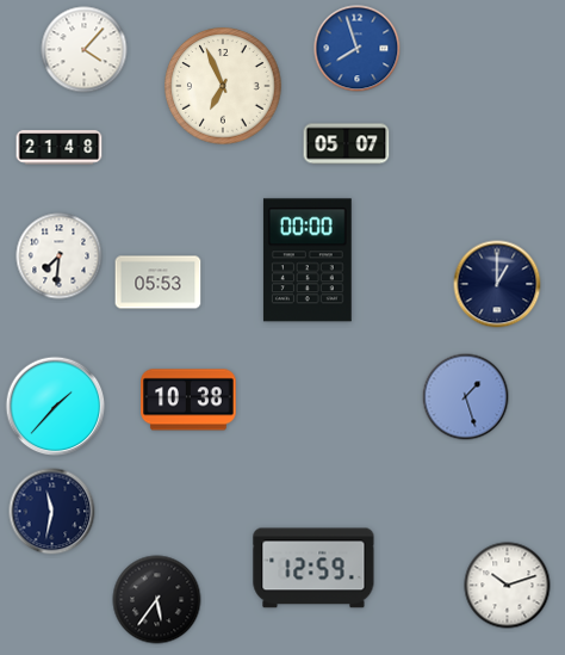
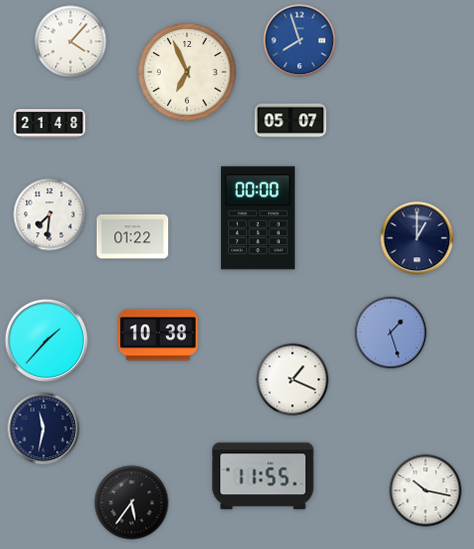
clock at (159, 283): 05:53 -> 01:22
clock at (293, 380): none -> 1:19
clock at (313, 568): 12:59 -> 11:55
clock at (508, 586): 10:12 -> 10:17
